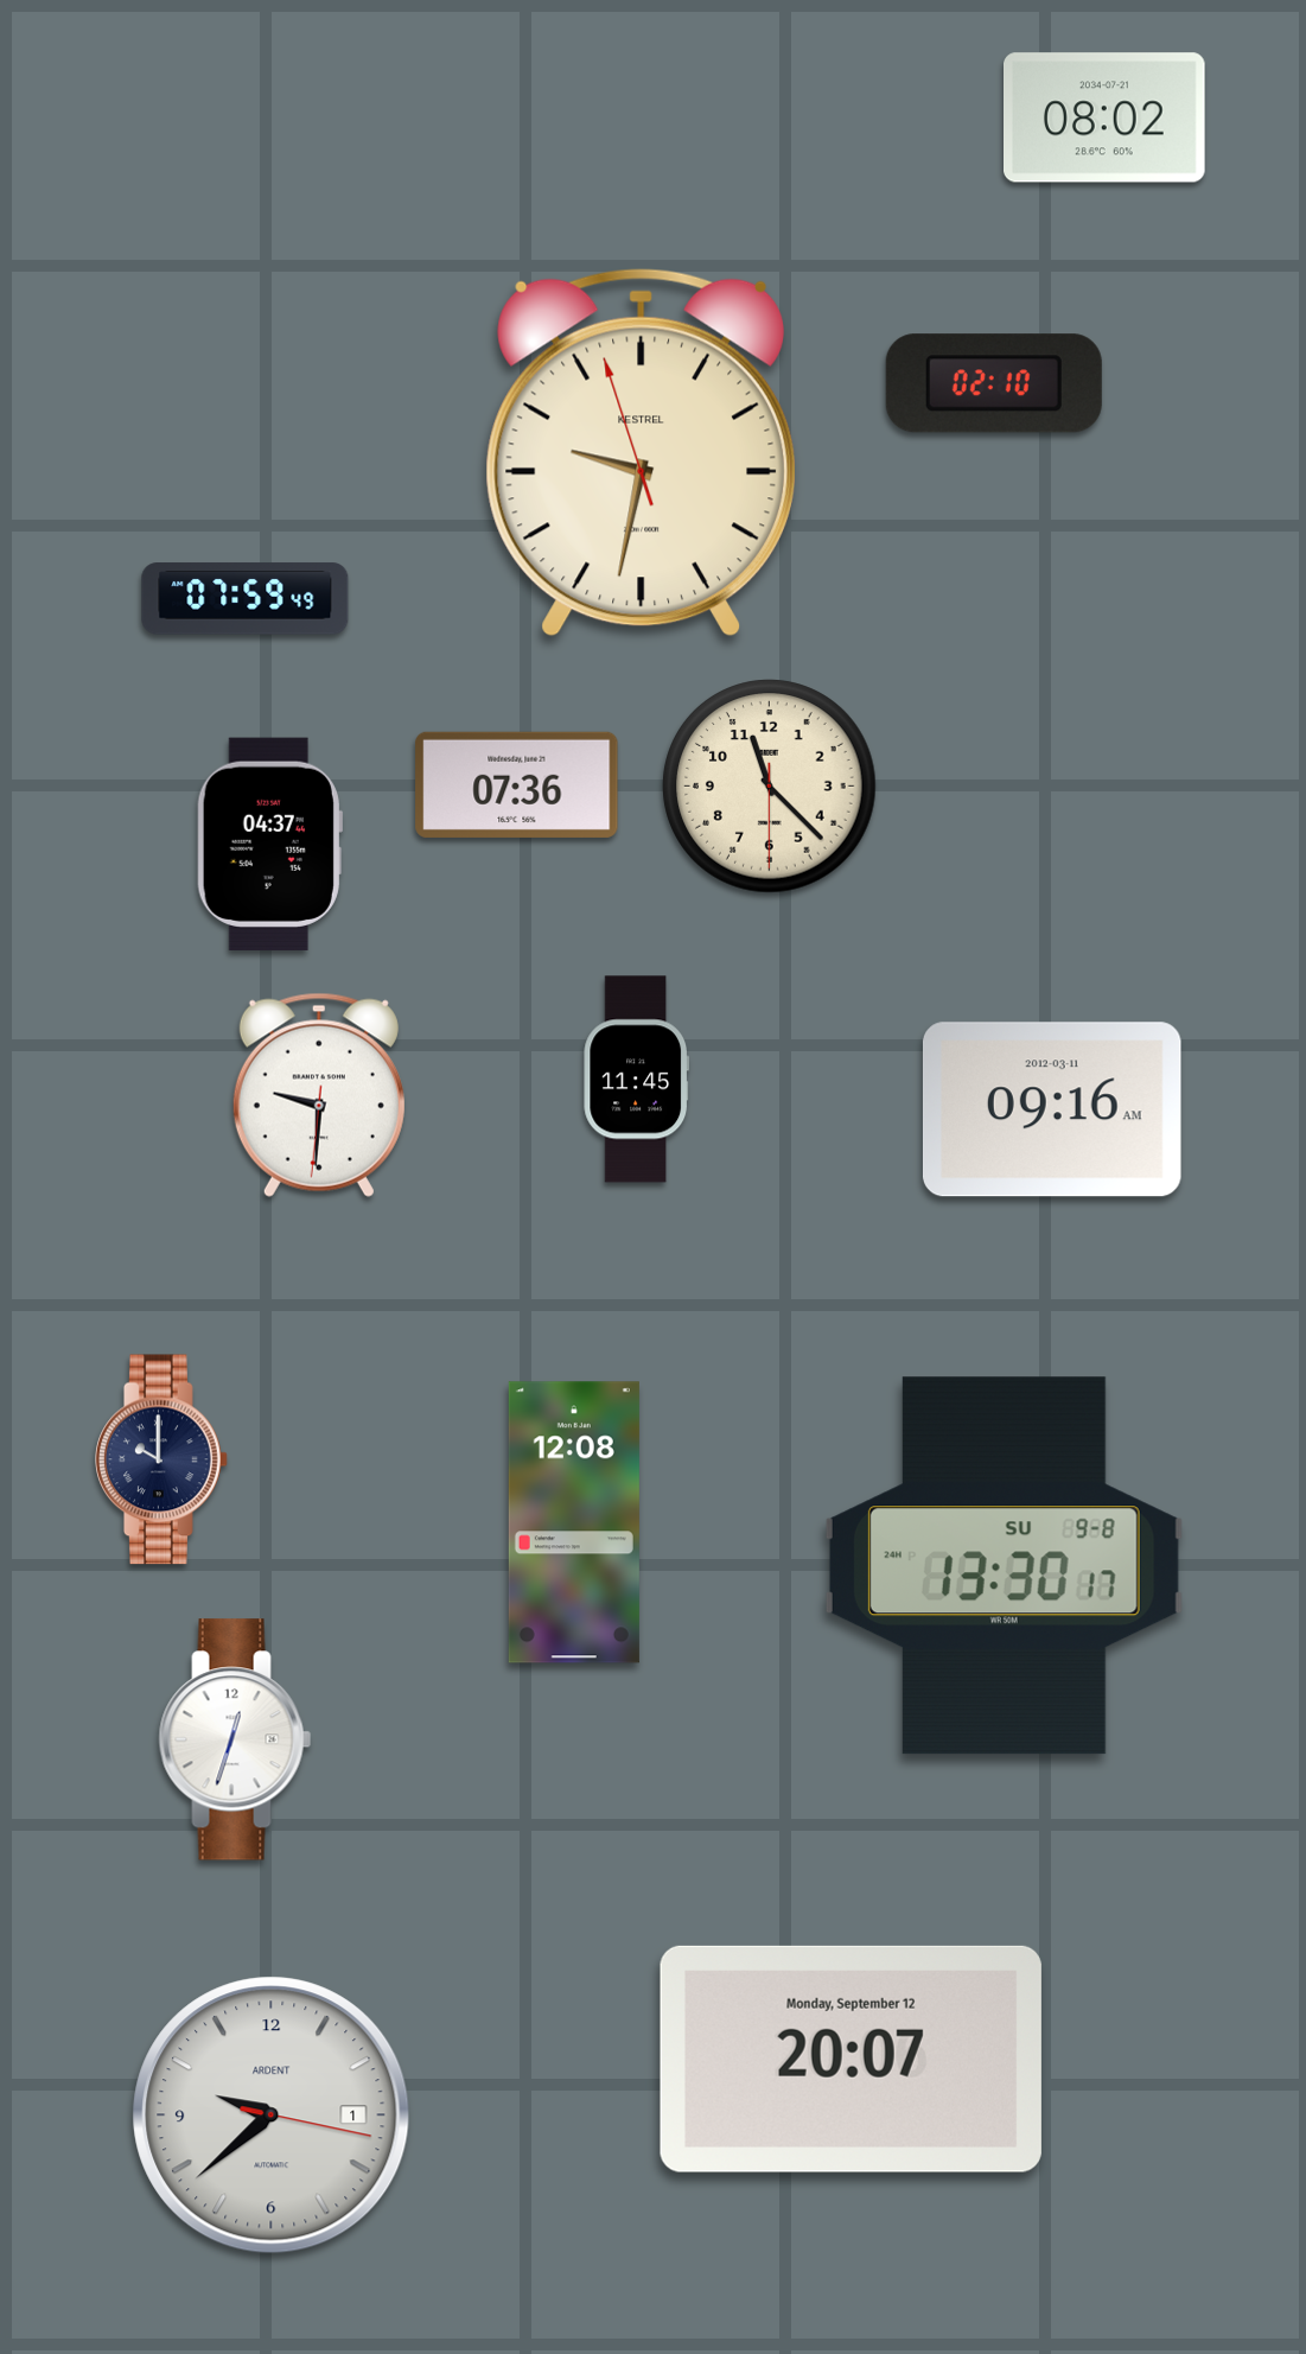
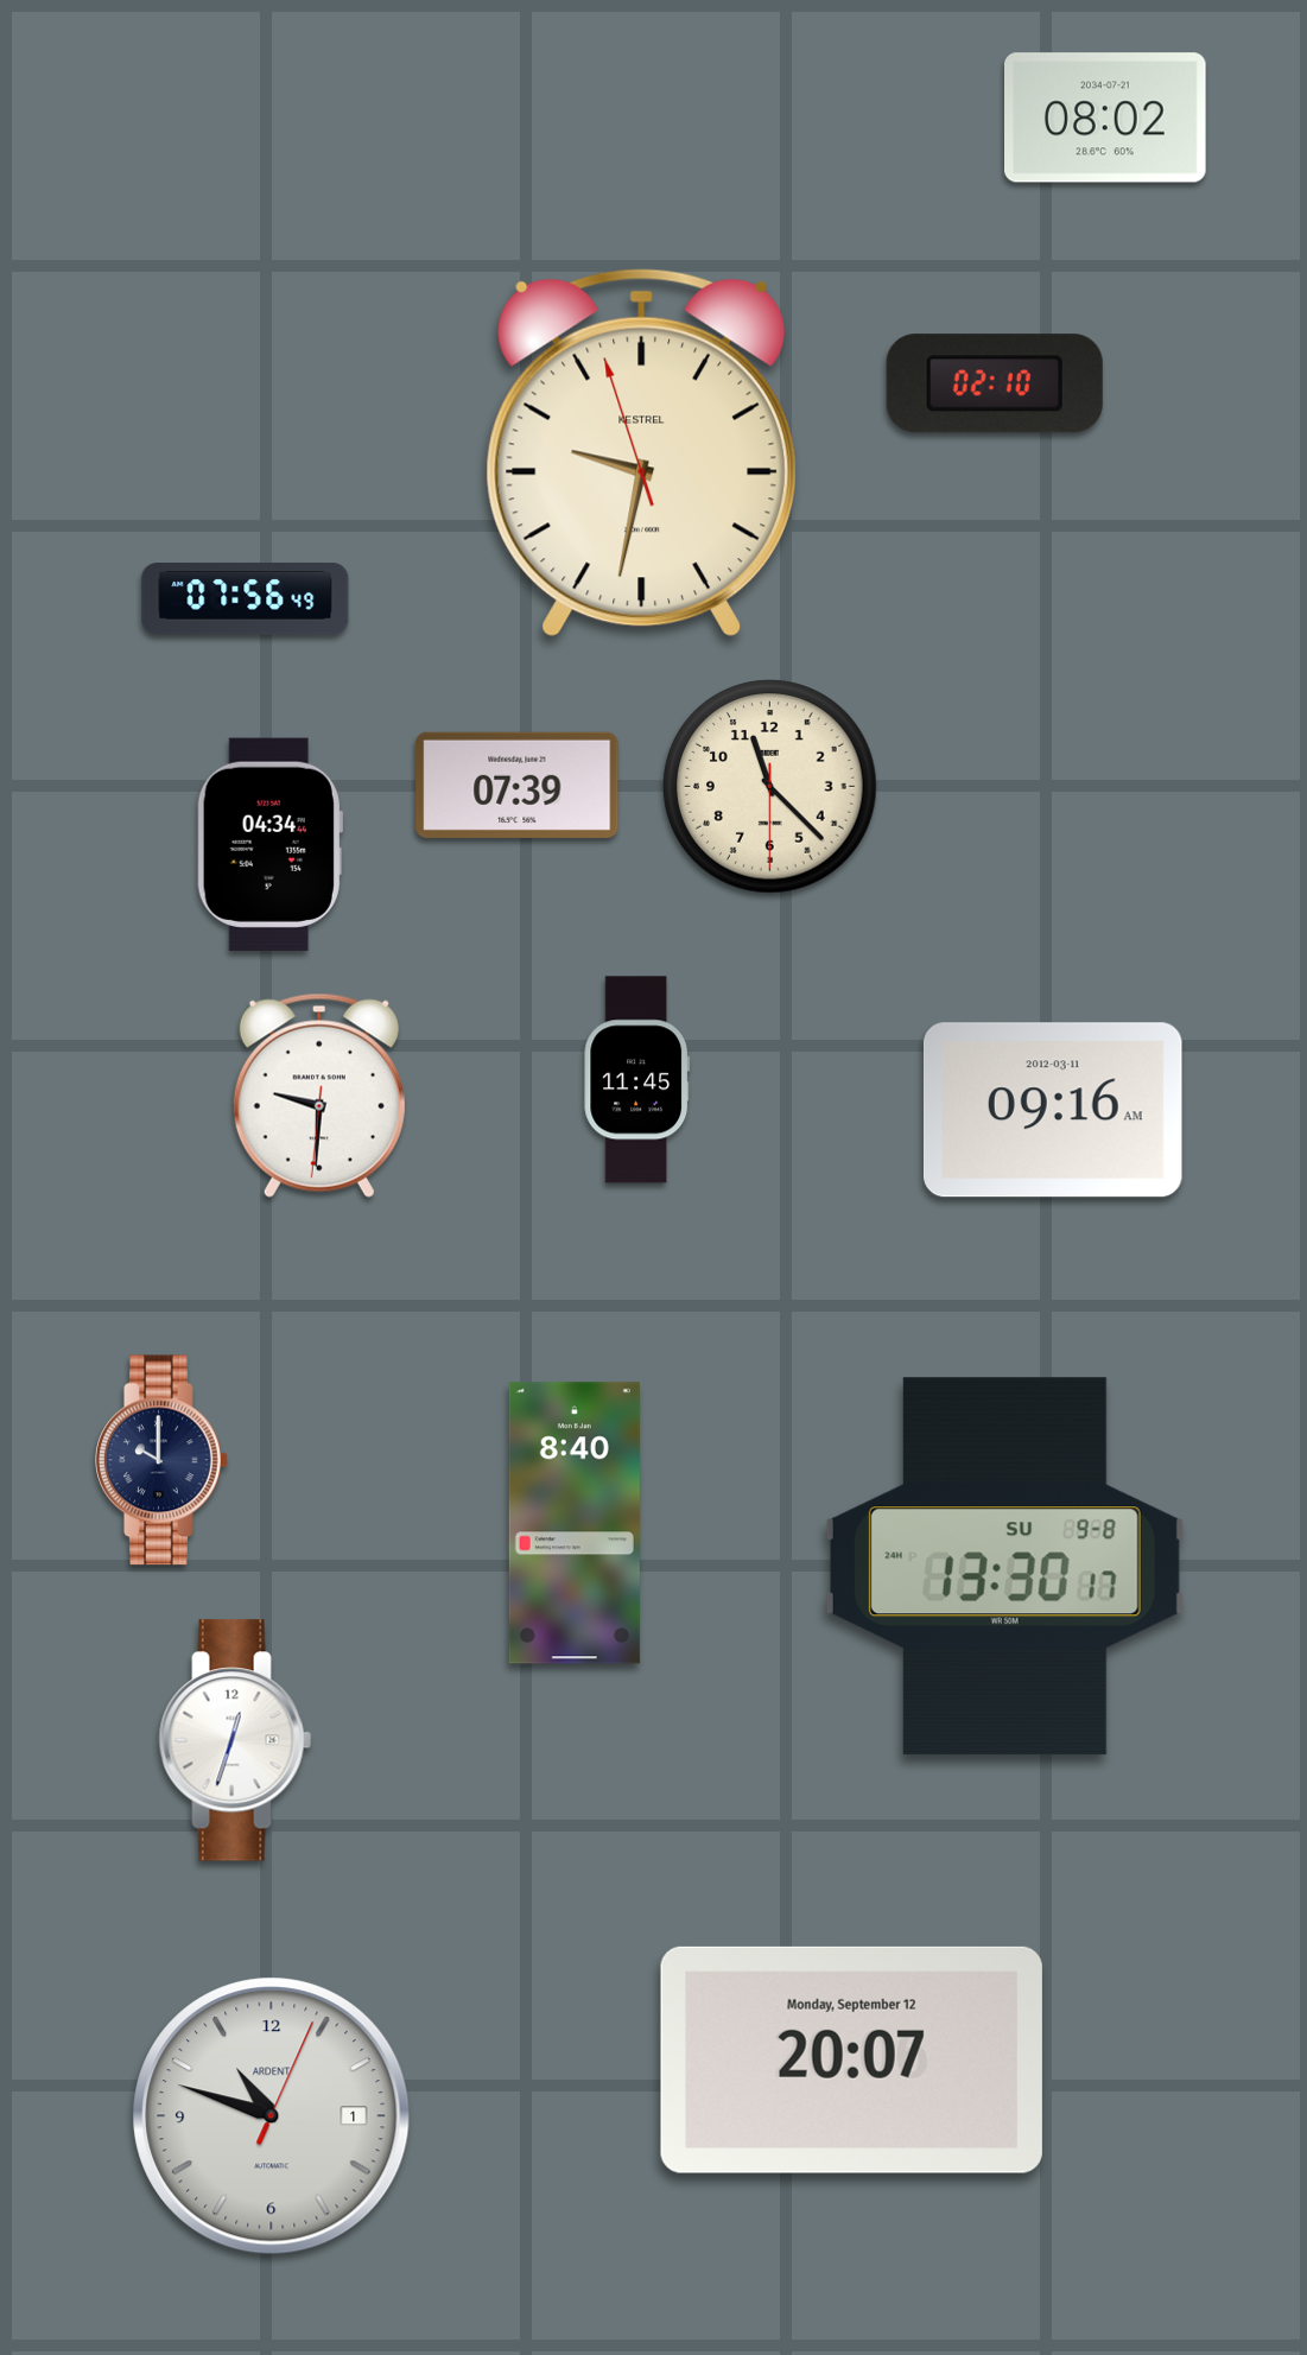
clock at (246, 599): 07:59 -> 07:56
clock at (517, 784): 07:36 -> 07:39
clock at (269, 844): 04:37 -> 04:34
clock at (574, 1522): 12:08 -> 8:40
clock at (272, 2116): 9:38 -> 10:48
